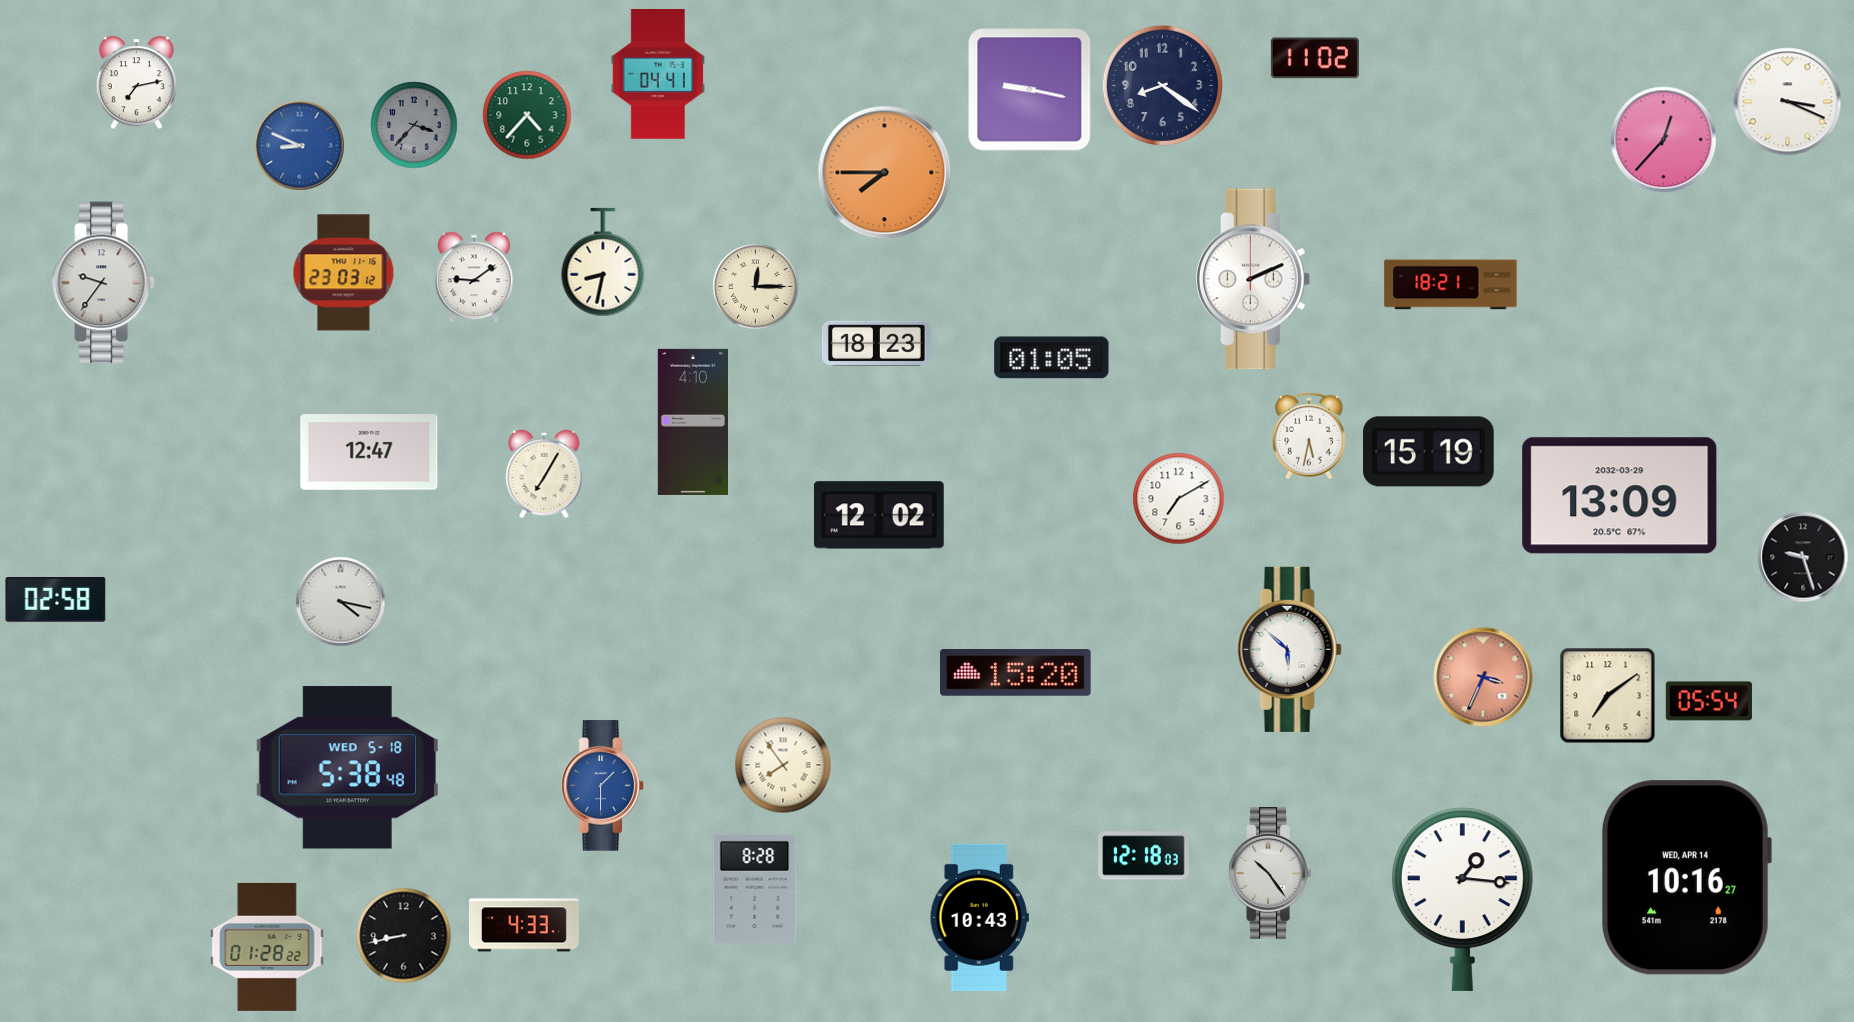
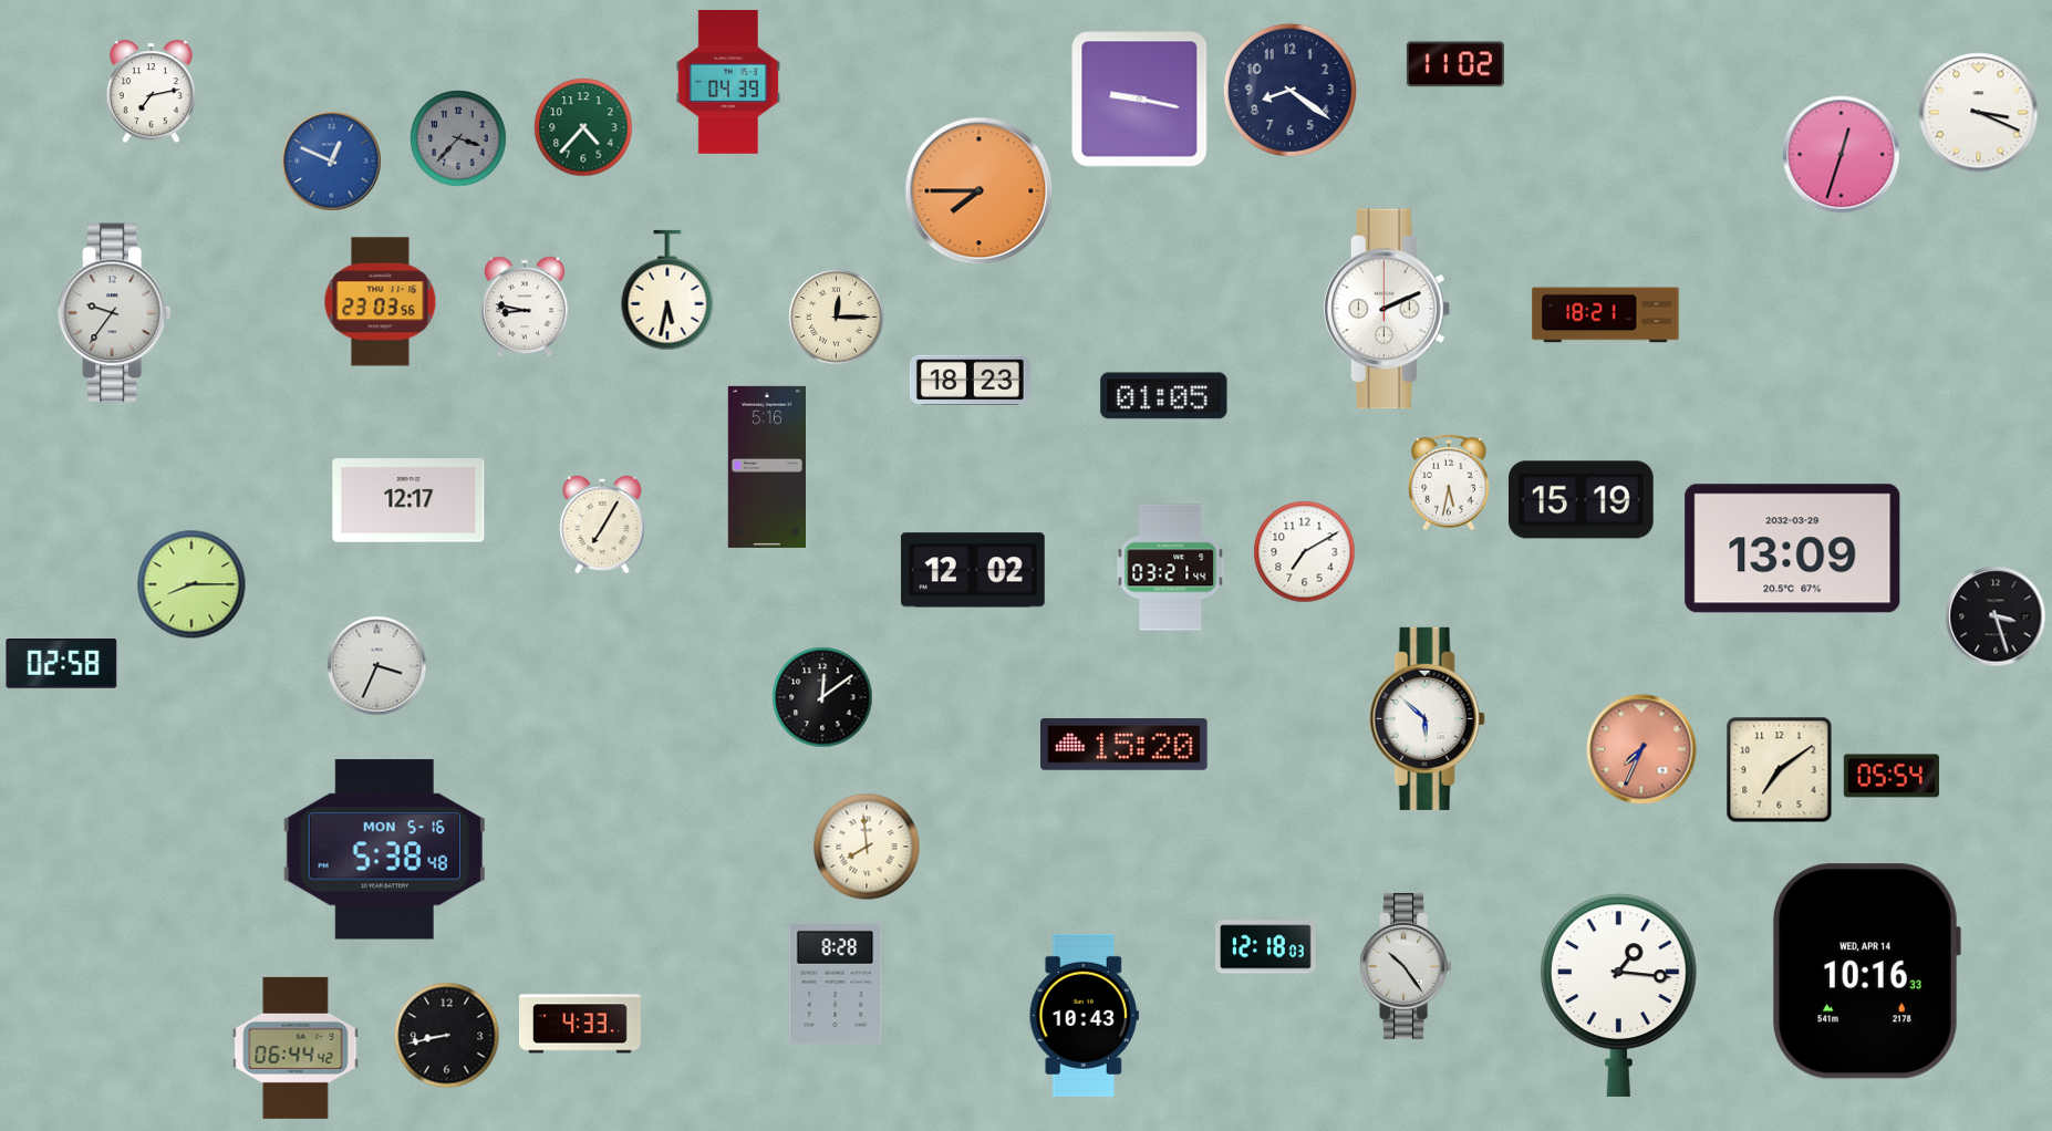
clock at (657, 75): 04:41 -> 04:39
clock at (1162, 85) position: (1162, 85) -> (1289, 90)
clock at (1664, 140): 12:37 -> 12:33
clock at (300, 146): 8:49 -> 12:49
clock at (603, 262): 8:32 -> 5:32
clock at (344, 273): 23:03:12 -> 23:03:56
clock at (475, 277): 9:09 -> 8:47
clock at (692, 422): 4:10 -> 5:16
clock at (369, 452): 12:47 -> 12:17
clock at (1171, 568): none -> 03:21
clock at (191, 584): none -> 8:15
clock at (1803, 557): 9:27 -> 3:27
clock at (341, 602): 4:17 -> 3:34
clock at (822, 697): none -> 12:09
clock at (1483, 677): 3:34 -> 7:34
clock at (783, 765): 7:54 -> 7:59
clock at (347, 768) date: WED 5-18 -> MON 5-16
clock at (603, 786): 1:30 -> none
clock at (1686, 878): 10:16:27 -> 10:16:33
clock at (267, 947): 01:28 -> 06:44
